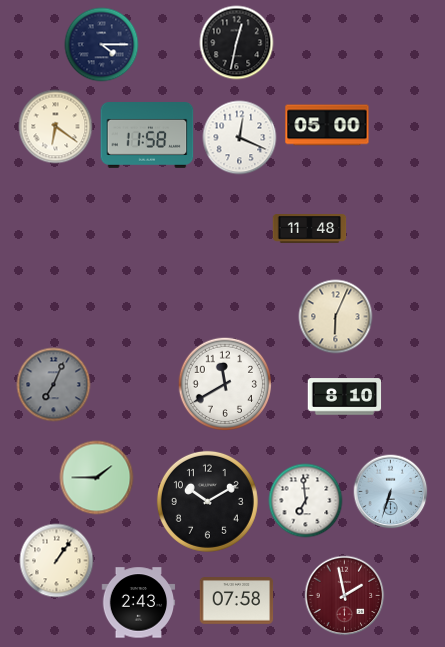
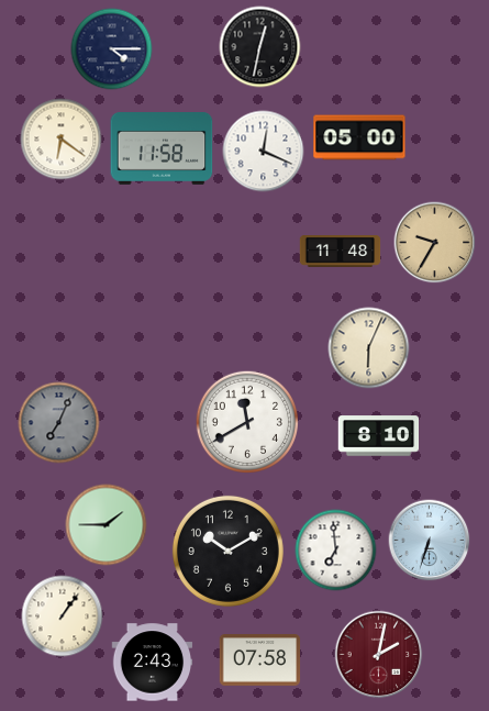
clock at (435, 243): none -> 9:35
clock at (345, 596): 1:58 -> 2:02
